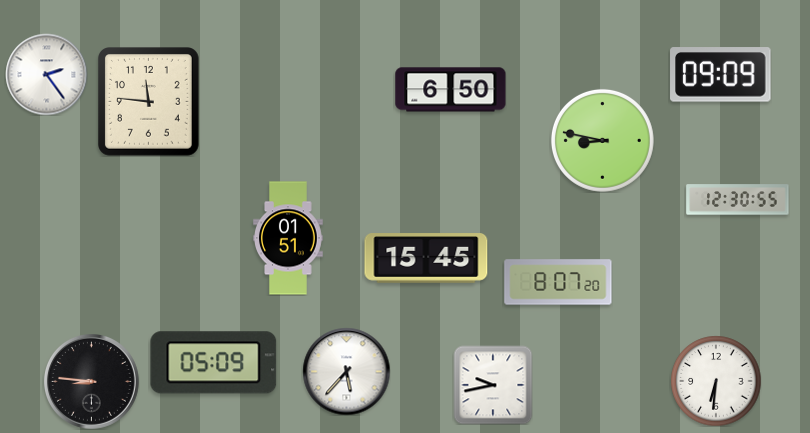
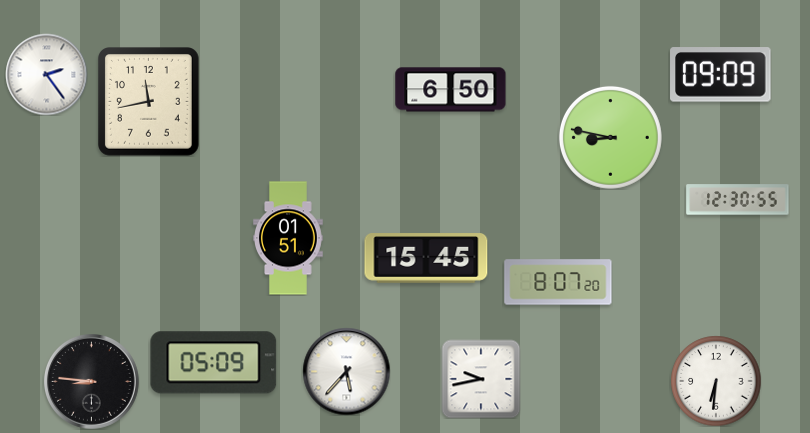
clock at (149, 102): 11:46 -> 11:43
clock at (602, 140) position: (602, 140) -> (610, 137)
clock at (493, 385) position: (493, 385) -> (481, 379)
